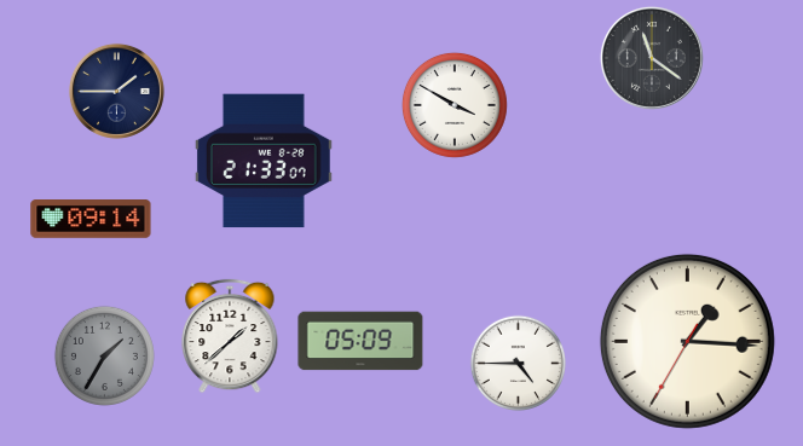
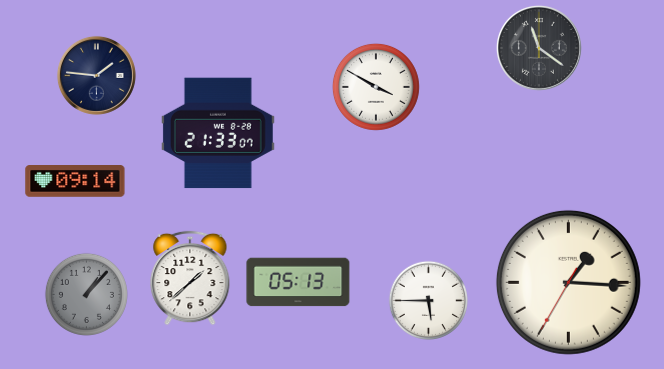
clock at (116, 91): 1:45 -> 1:46
clock at (360, 341): 05:09 -> 05:13
clock at (104, 355): 1:35 -> 1:07
clock at (519, 364): 4:45 -> 5:45
